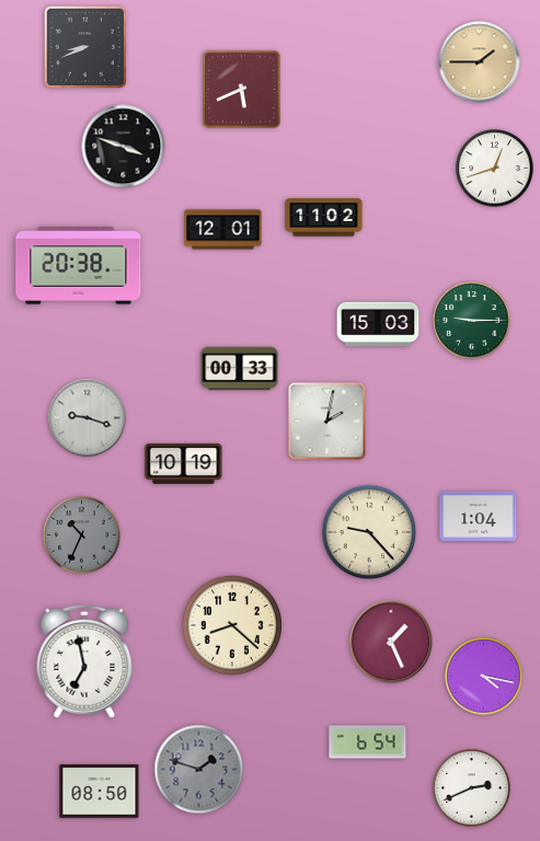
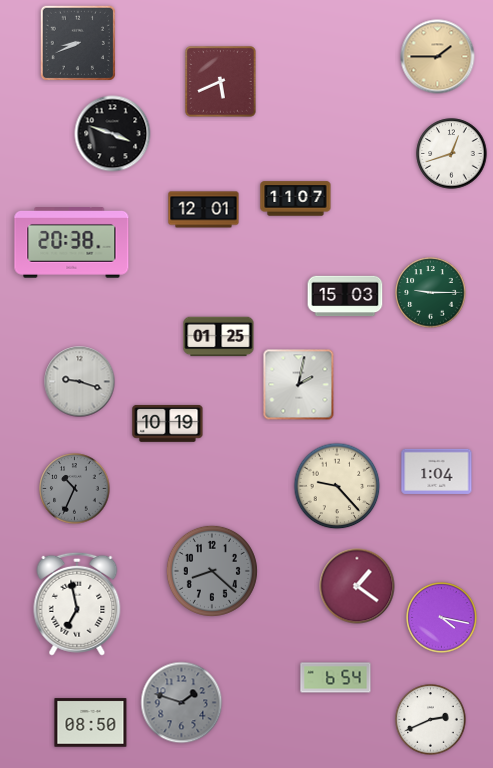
clock at (324, 218): 11:02 -> 11:07
clock at (240, 369): 00:33 -> 01:25
clock at (232, 625) dial: cream -> grey
clock at (391, 642): 1:26 -> 1:21
